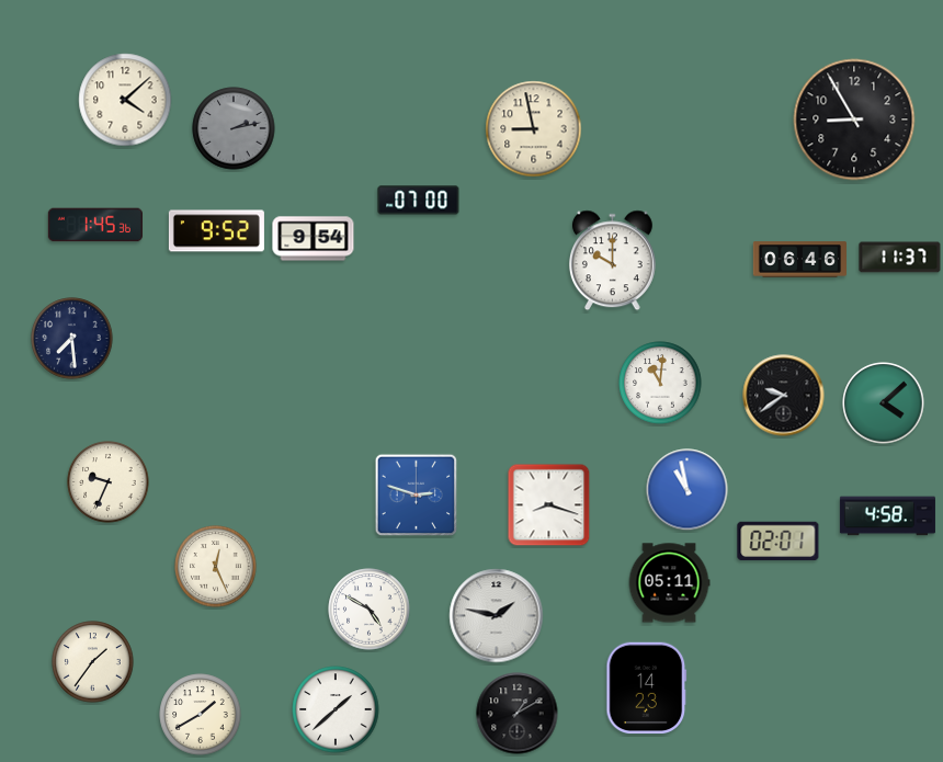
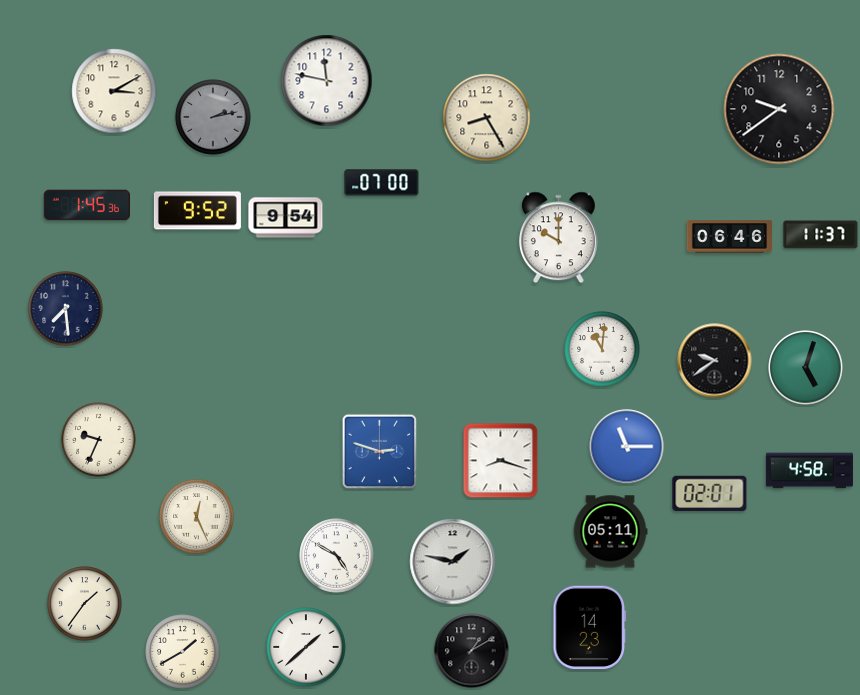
clock at (327, 81): none -> 11:47
clock at (125, 100): 4:08 -> 3:10
clock at (854, 120): 8:55 -> 9:39
clock at (534, 129): 8:58 -> 8:25
clock at (884, 403): 4:08 -> 5:03
clock at (688, 490): 10:58 -> 11:15
